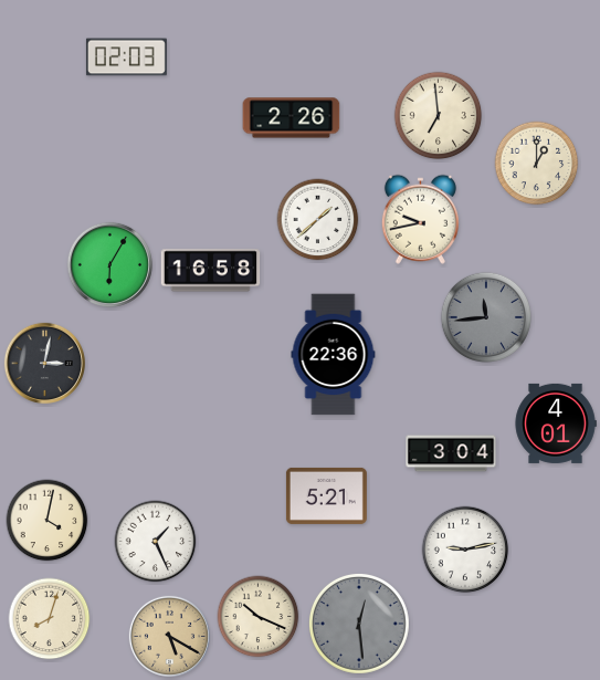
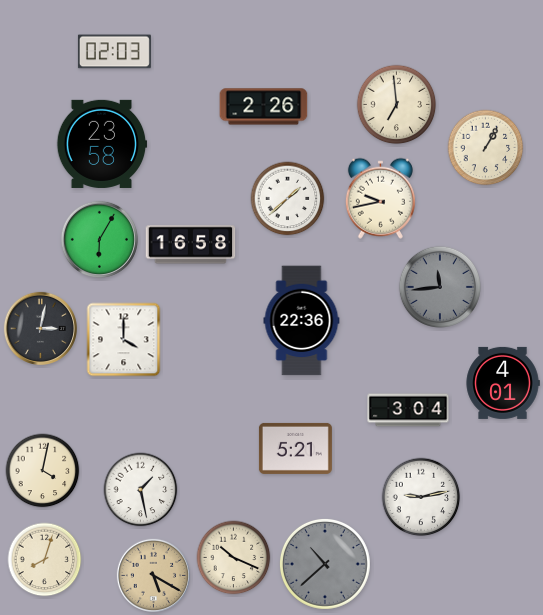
clock at (102, 144): none -> 23:58
clock at (537, 164): 1:00 -> 1:05
clock at (124, 340): none -> 4:00
clock at (156, 542): 1:26 -> 1:28
clock at (359, 624): 12:29 -> 10:38
